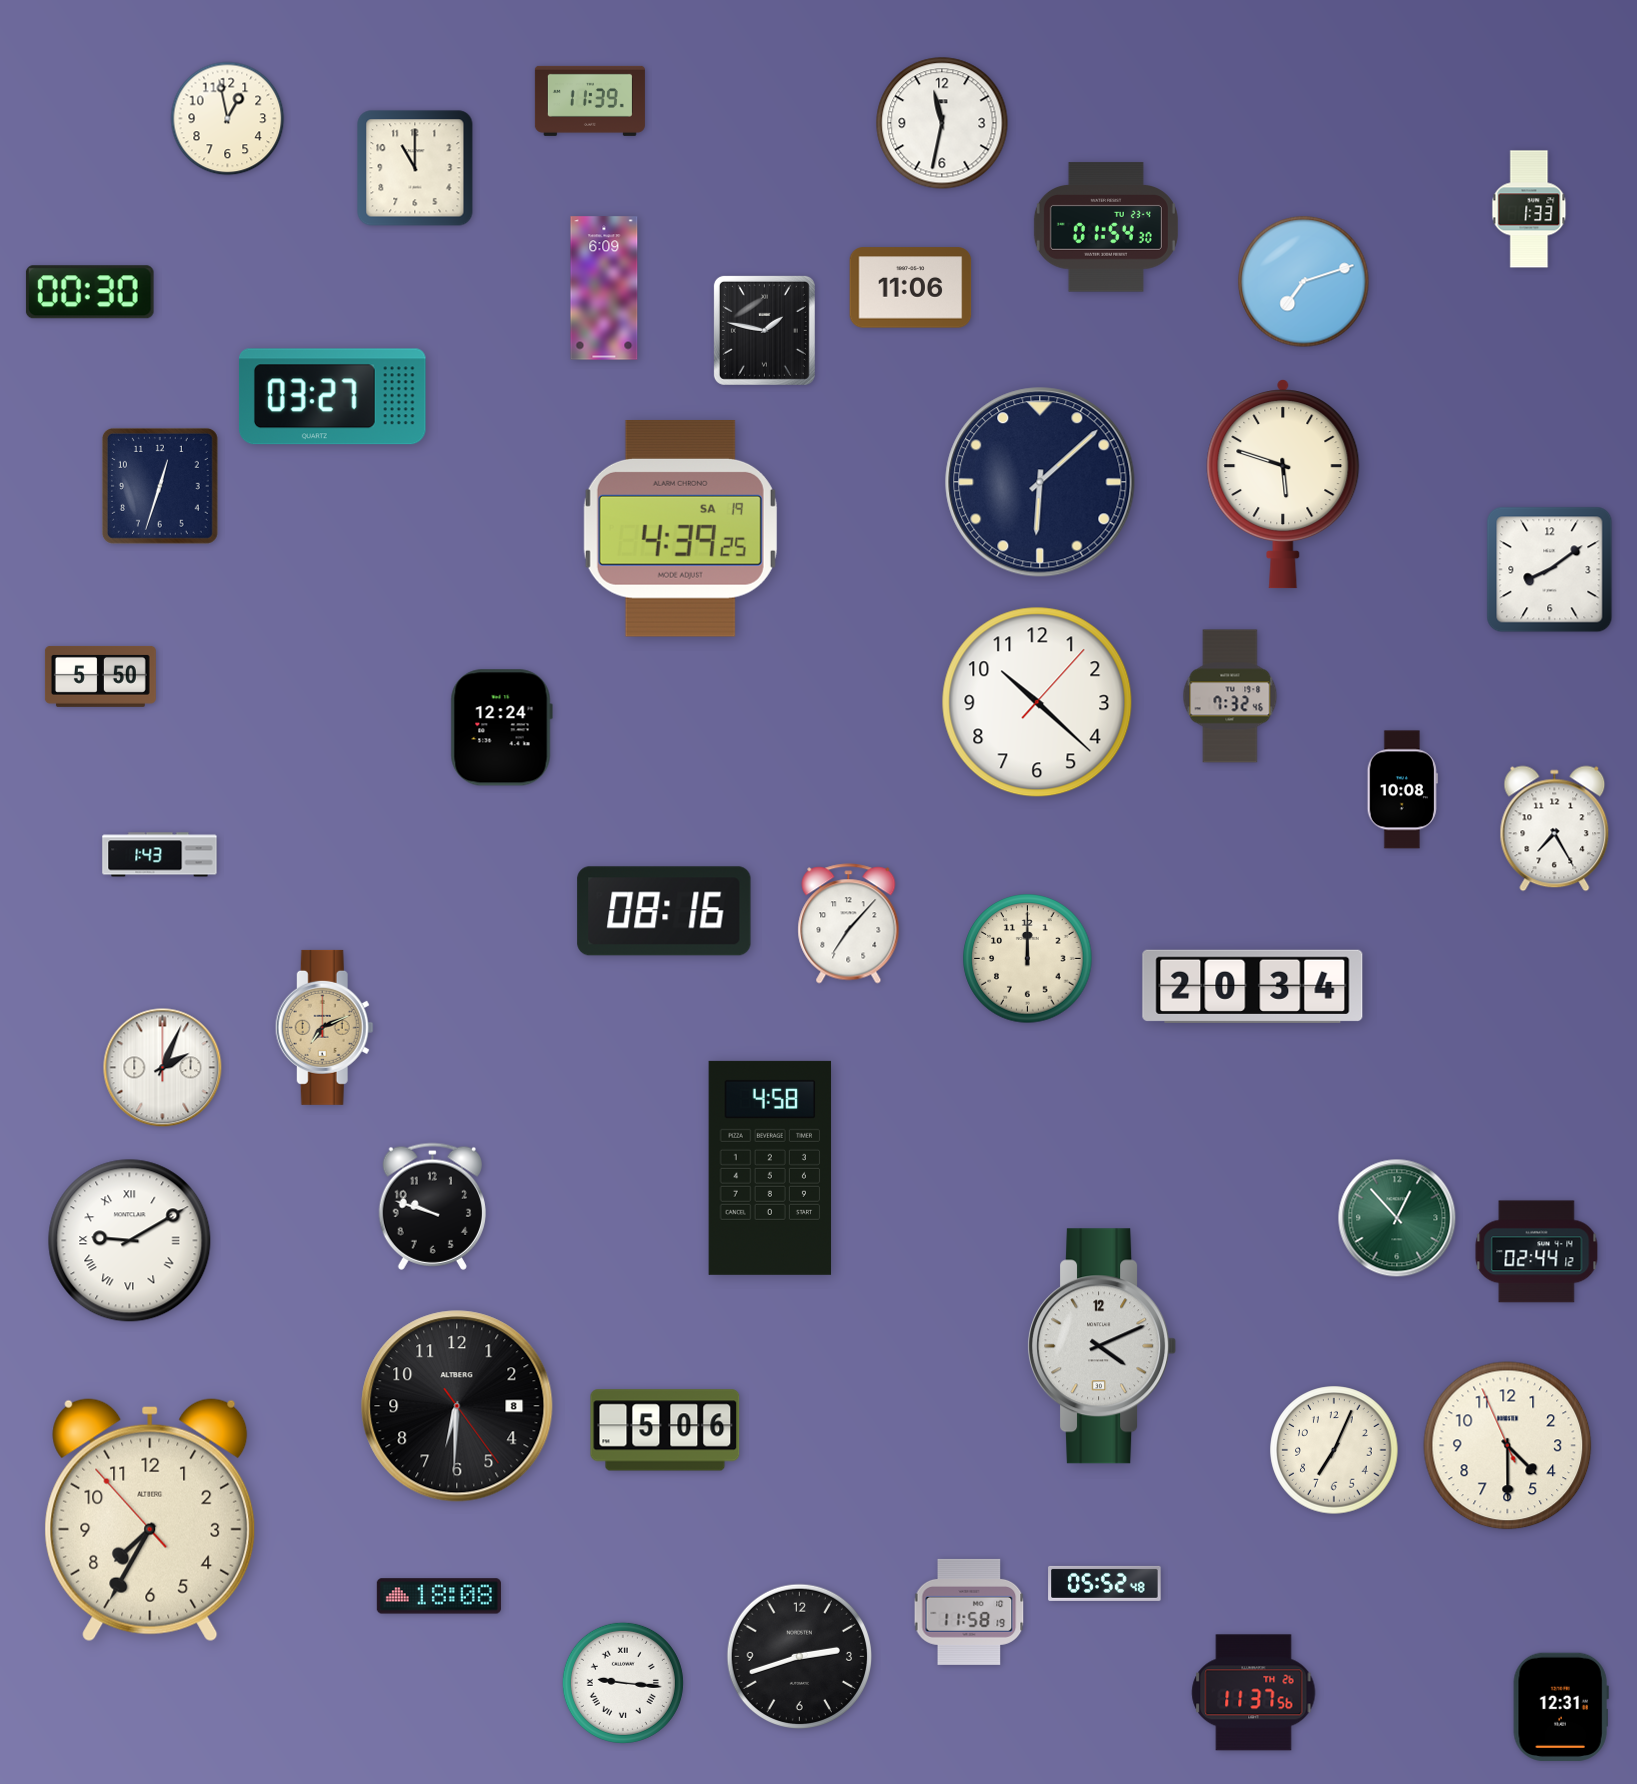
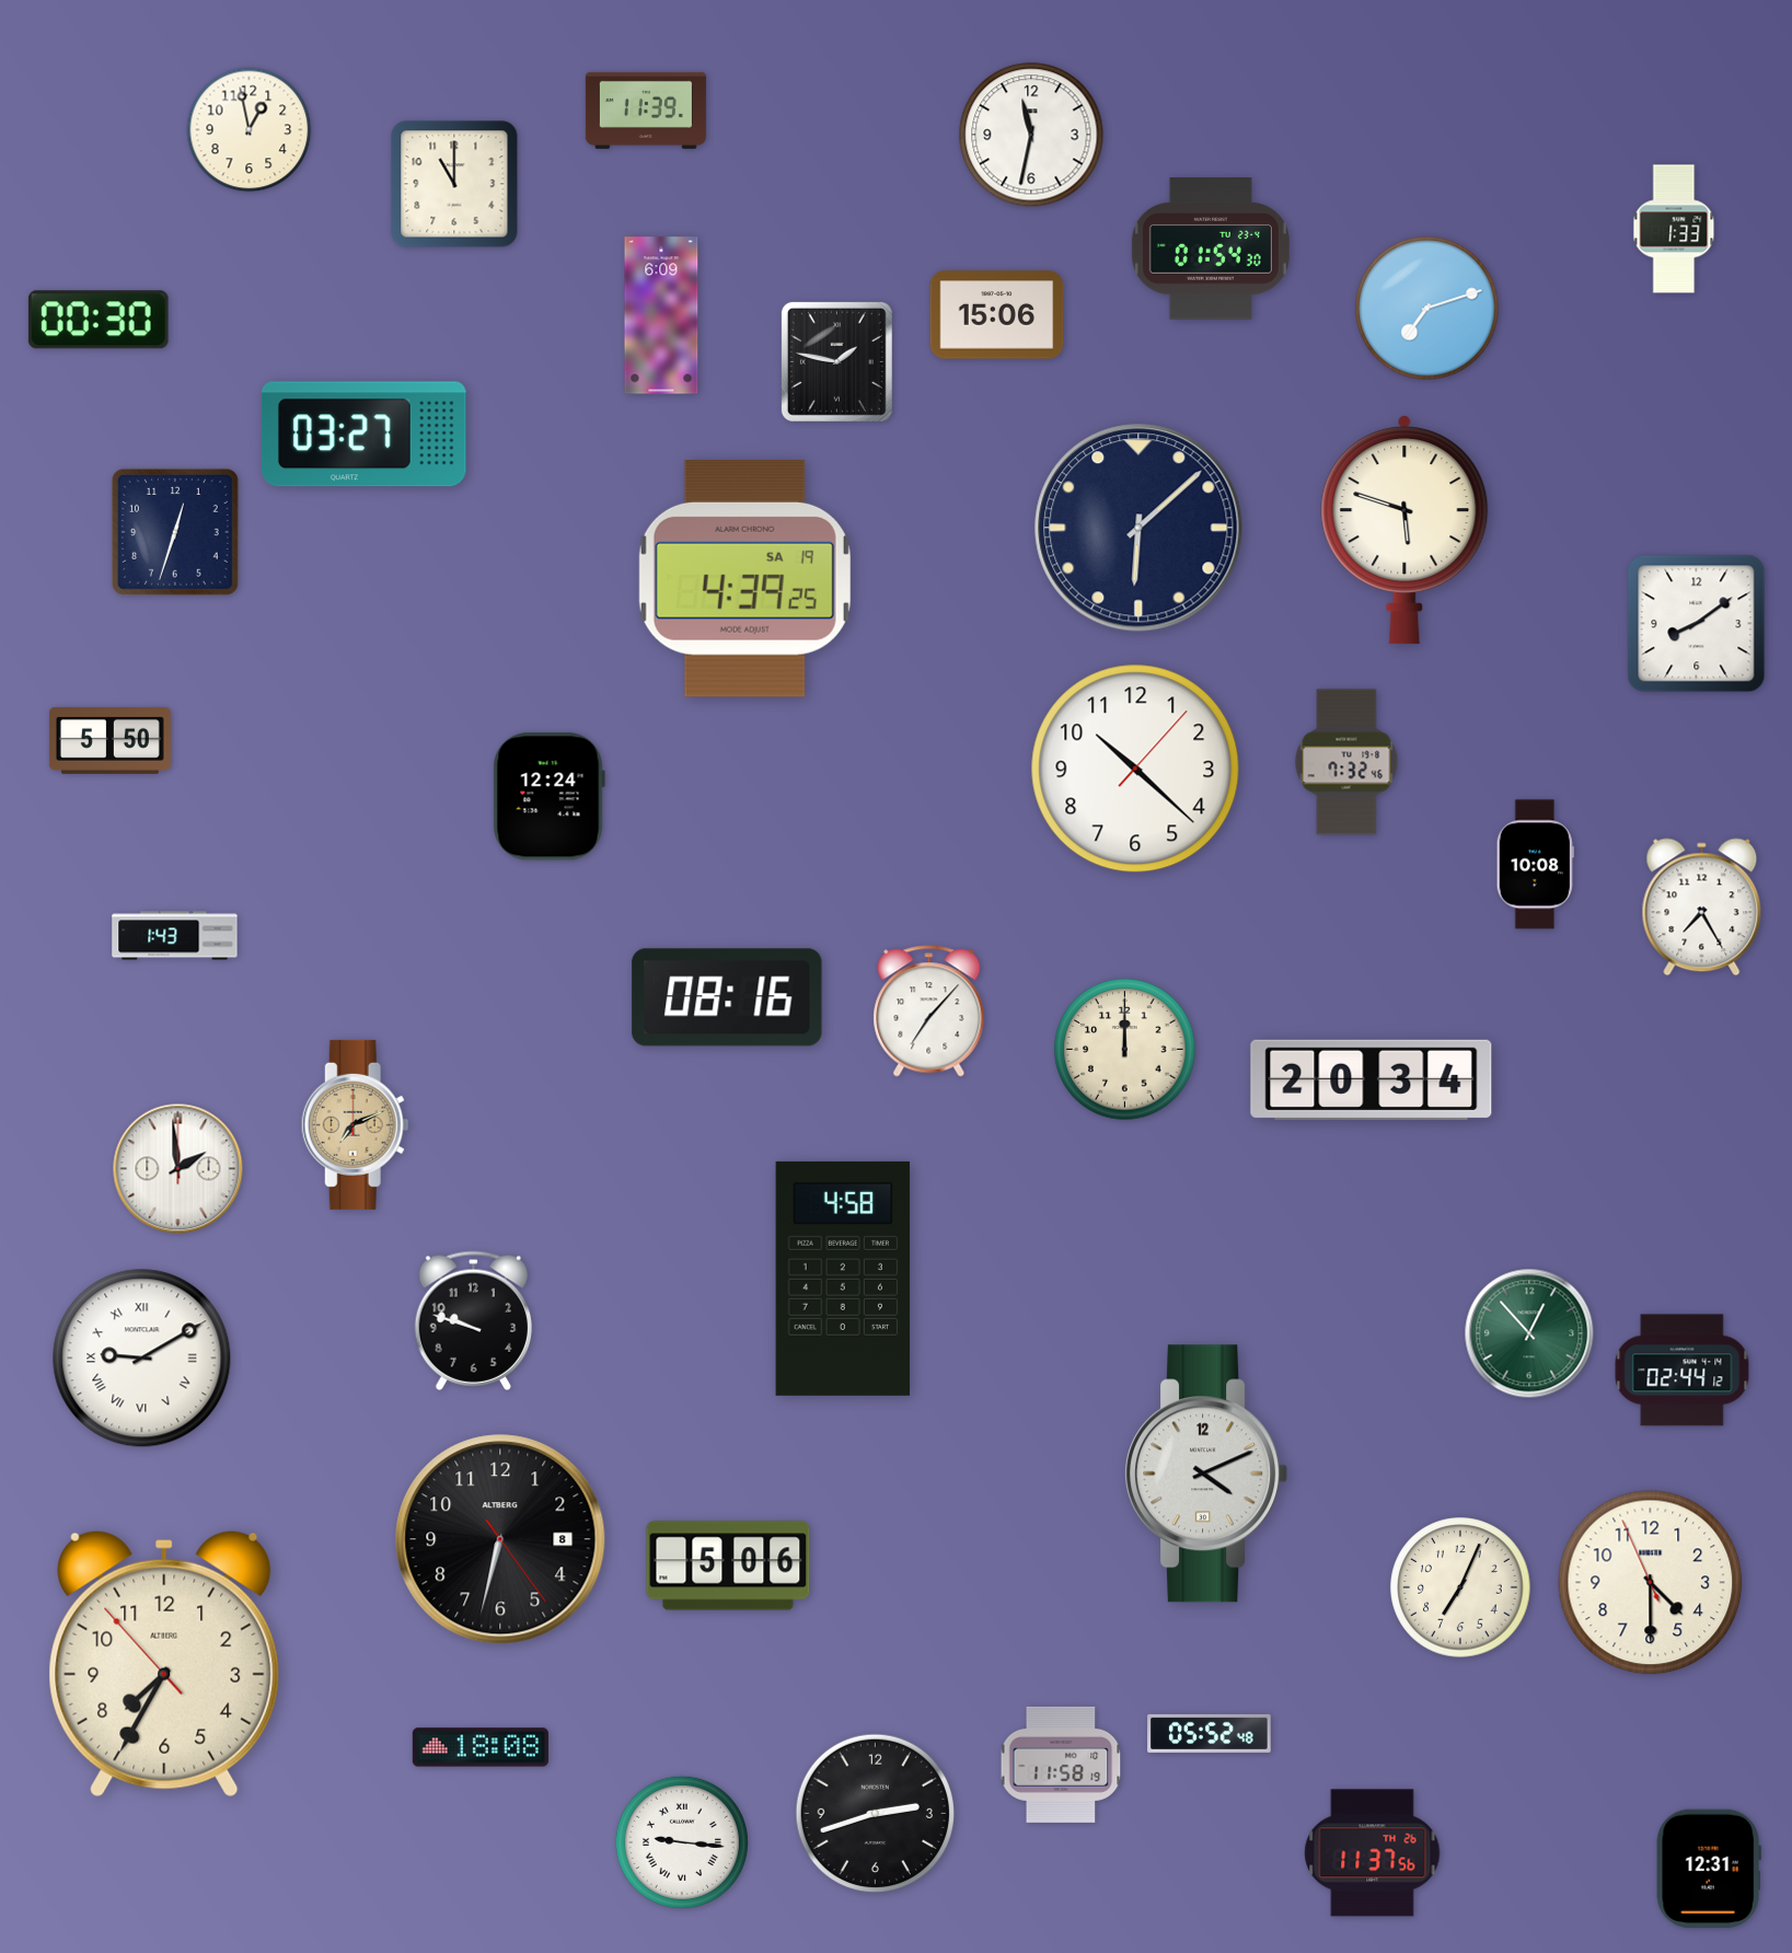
clock at (911, 288): 11:06 -> 15:06
clock at (163, 1068): 2:04 -> 1:59
clock at (457, 1406): 6:30 -> 6:32
